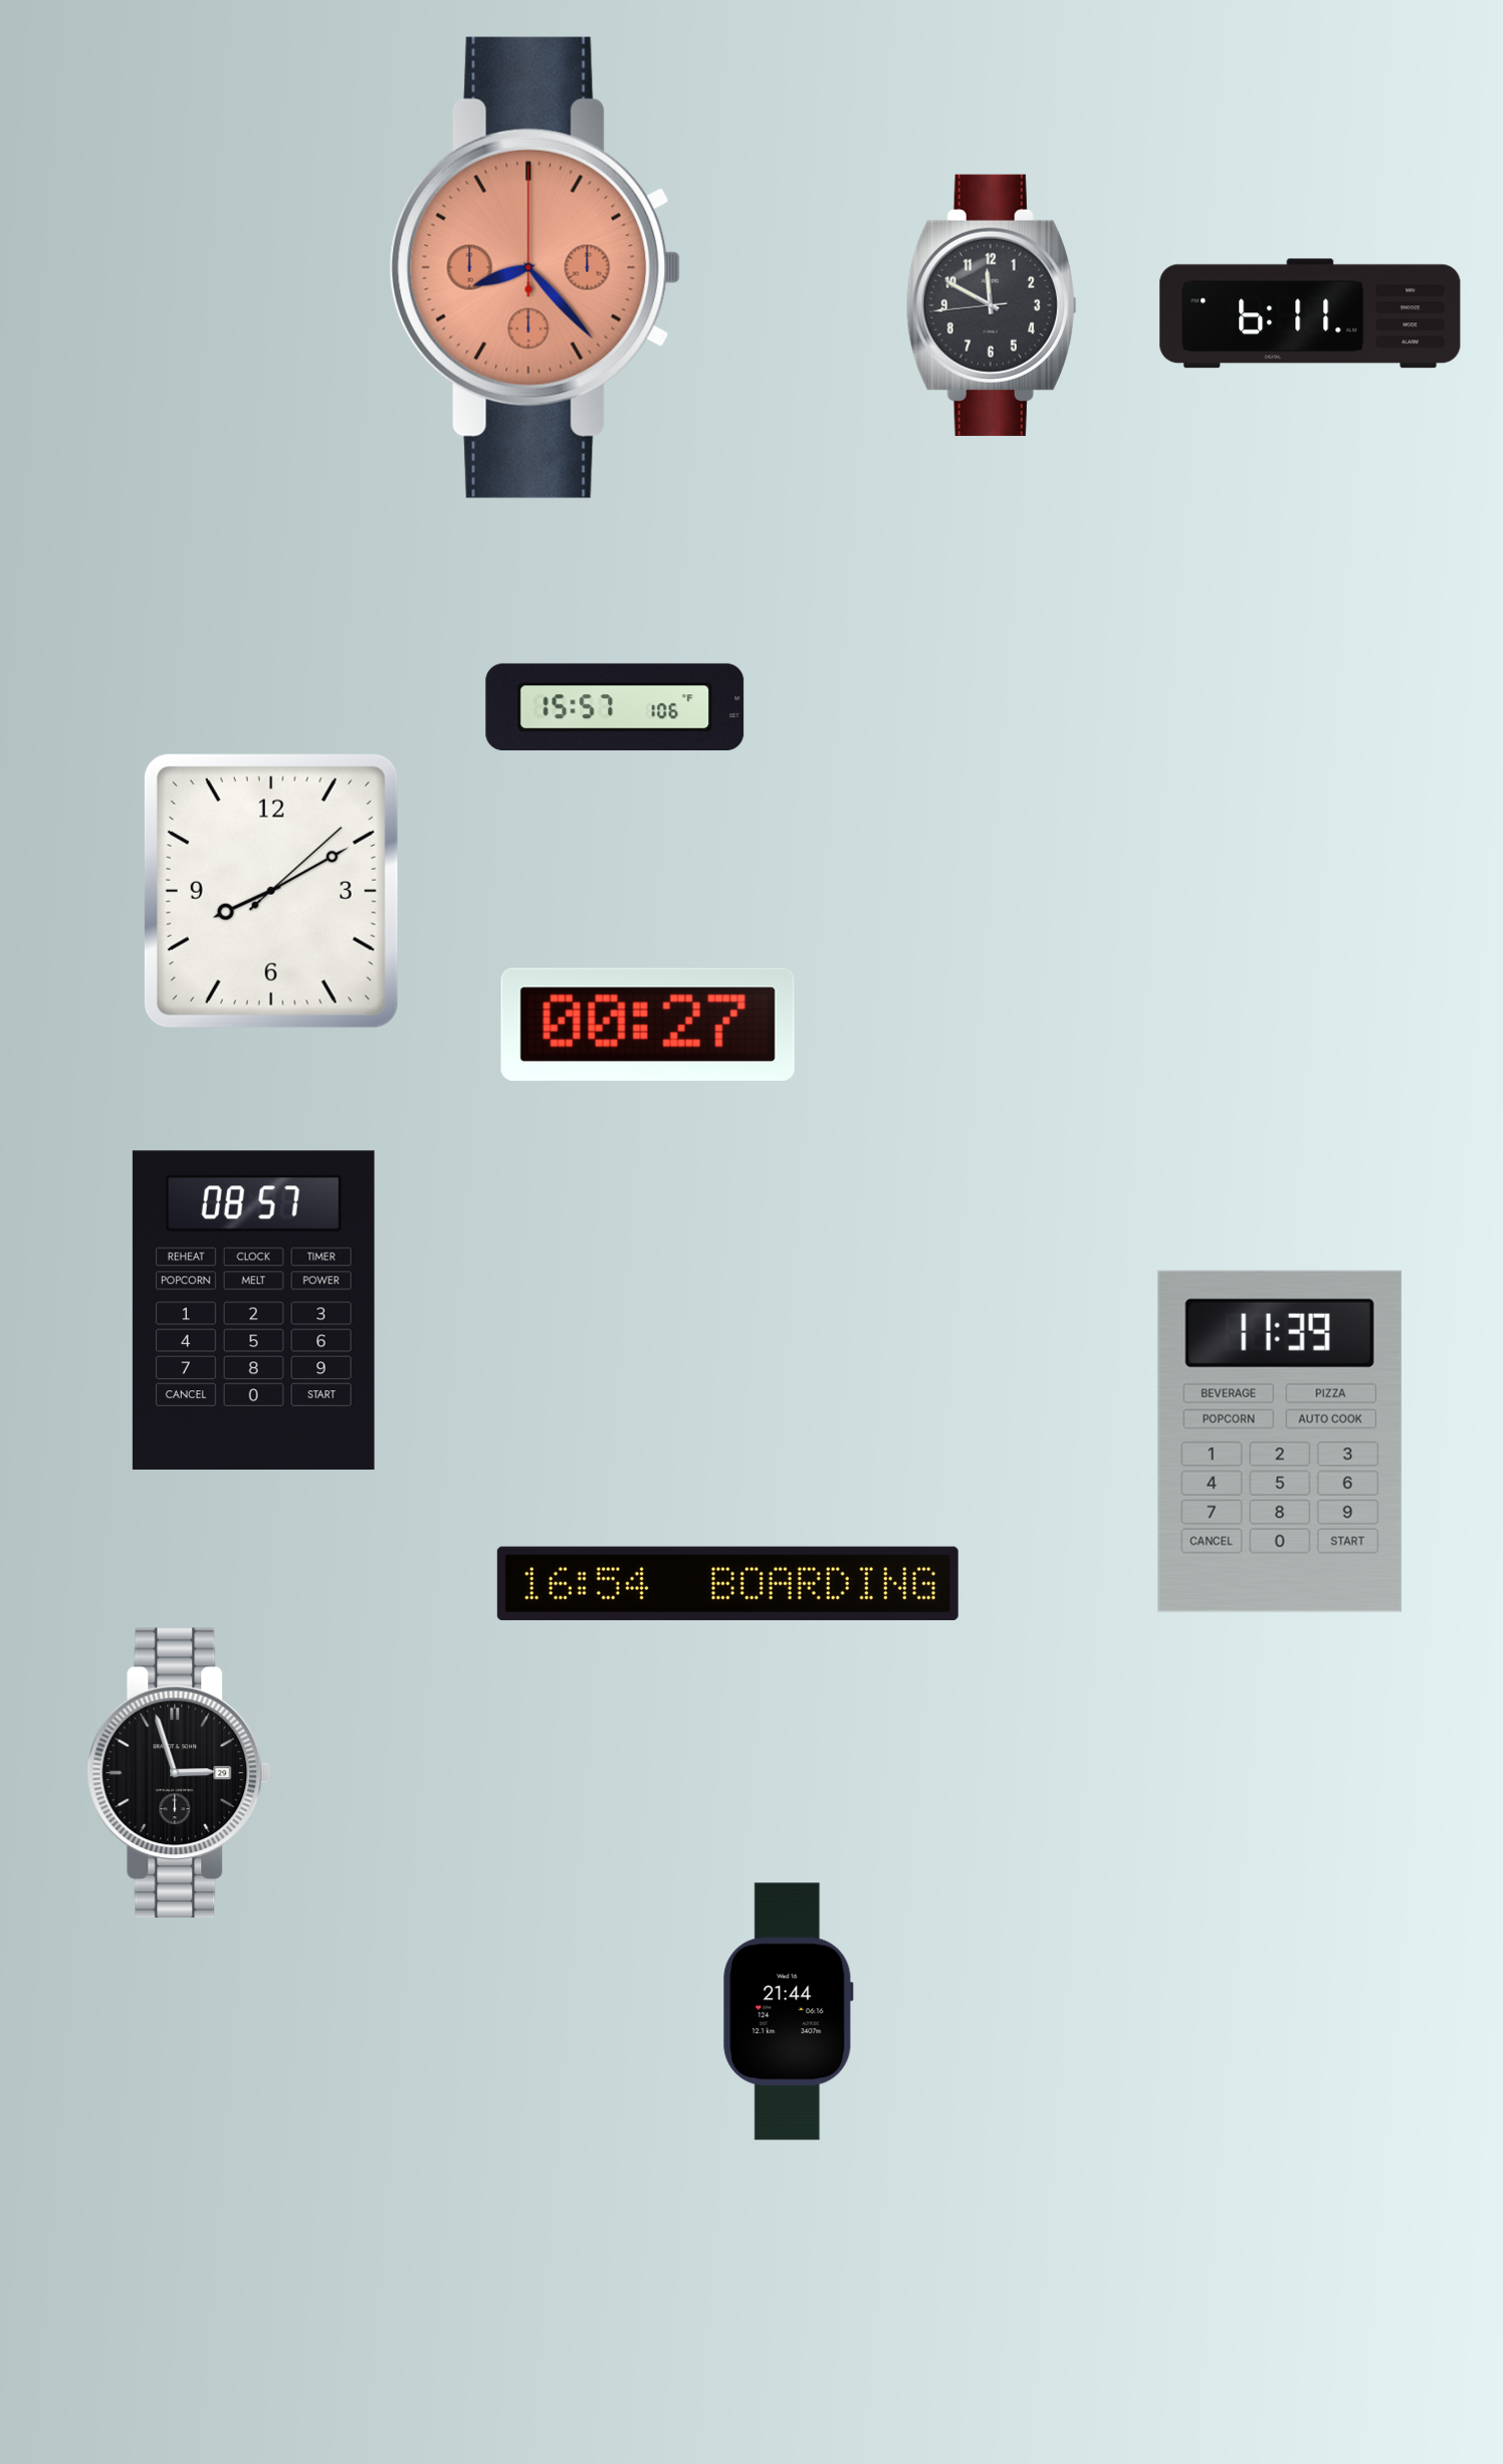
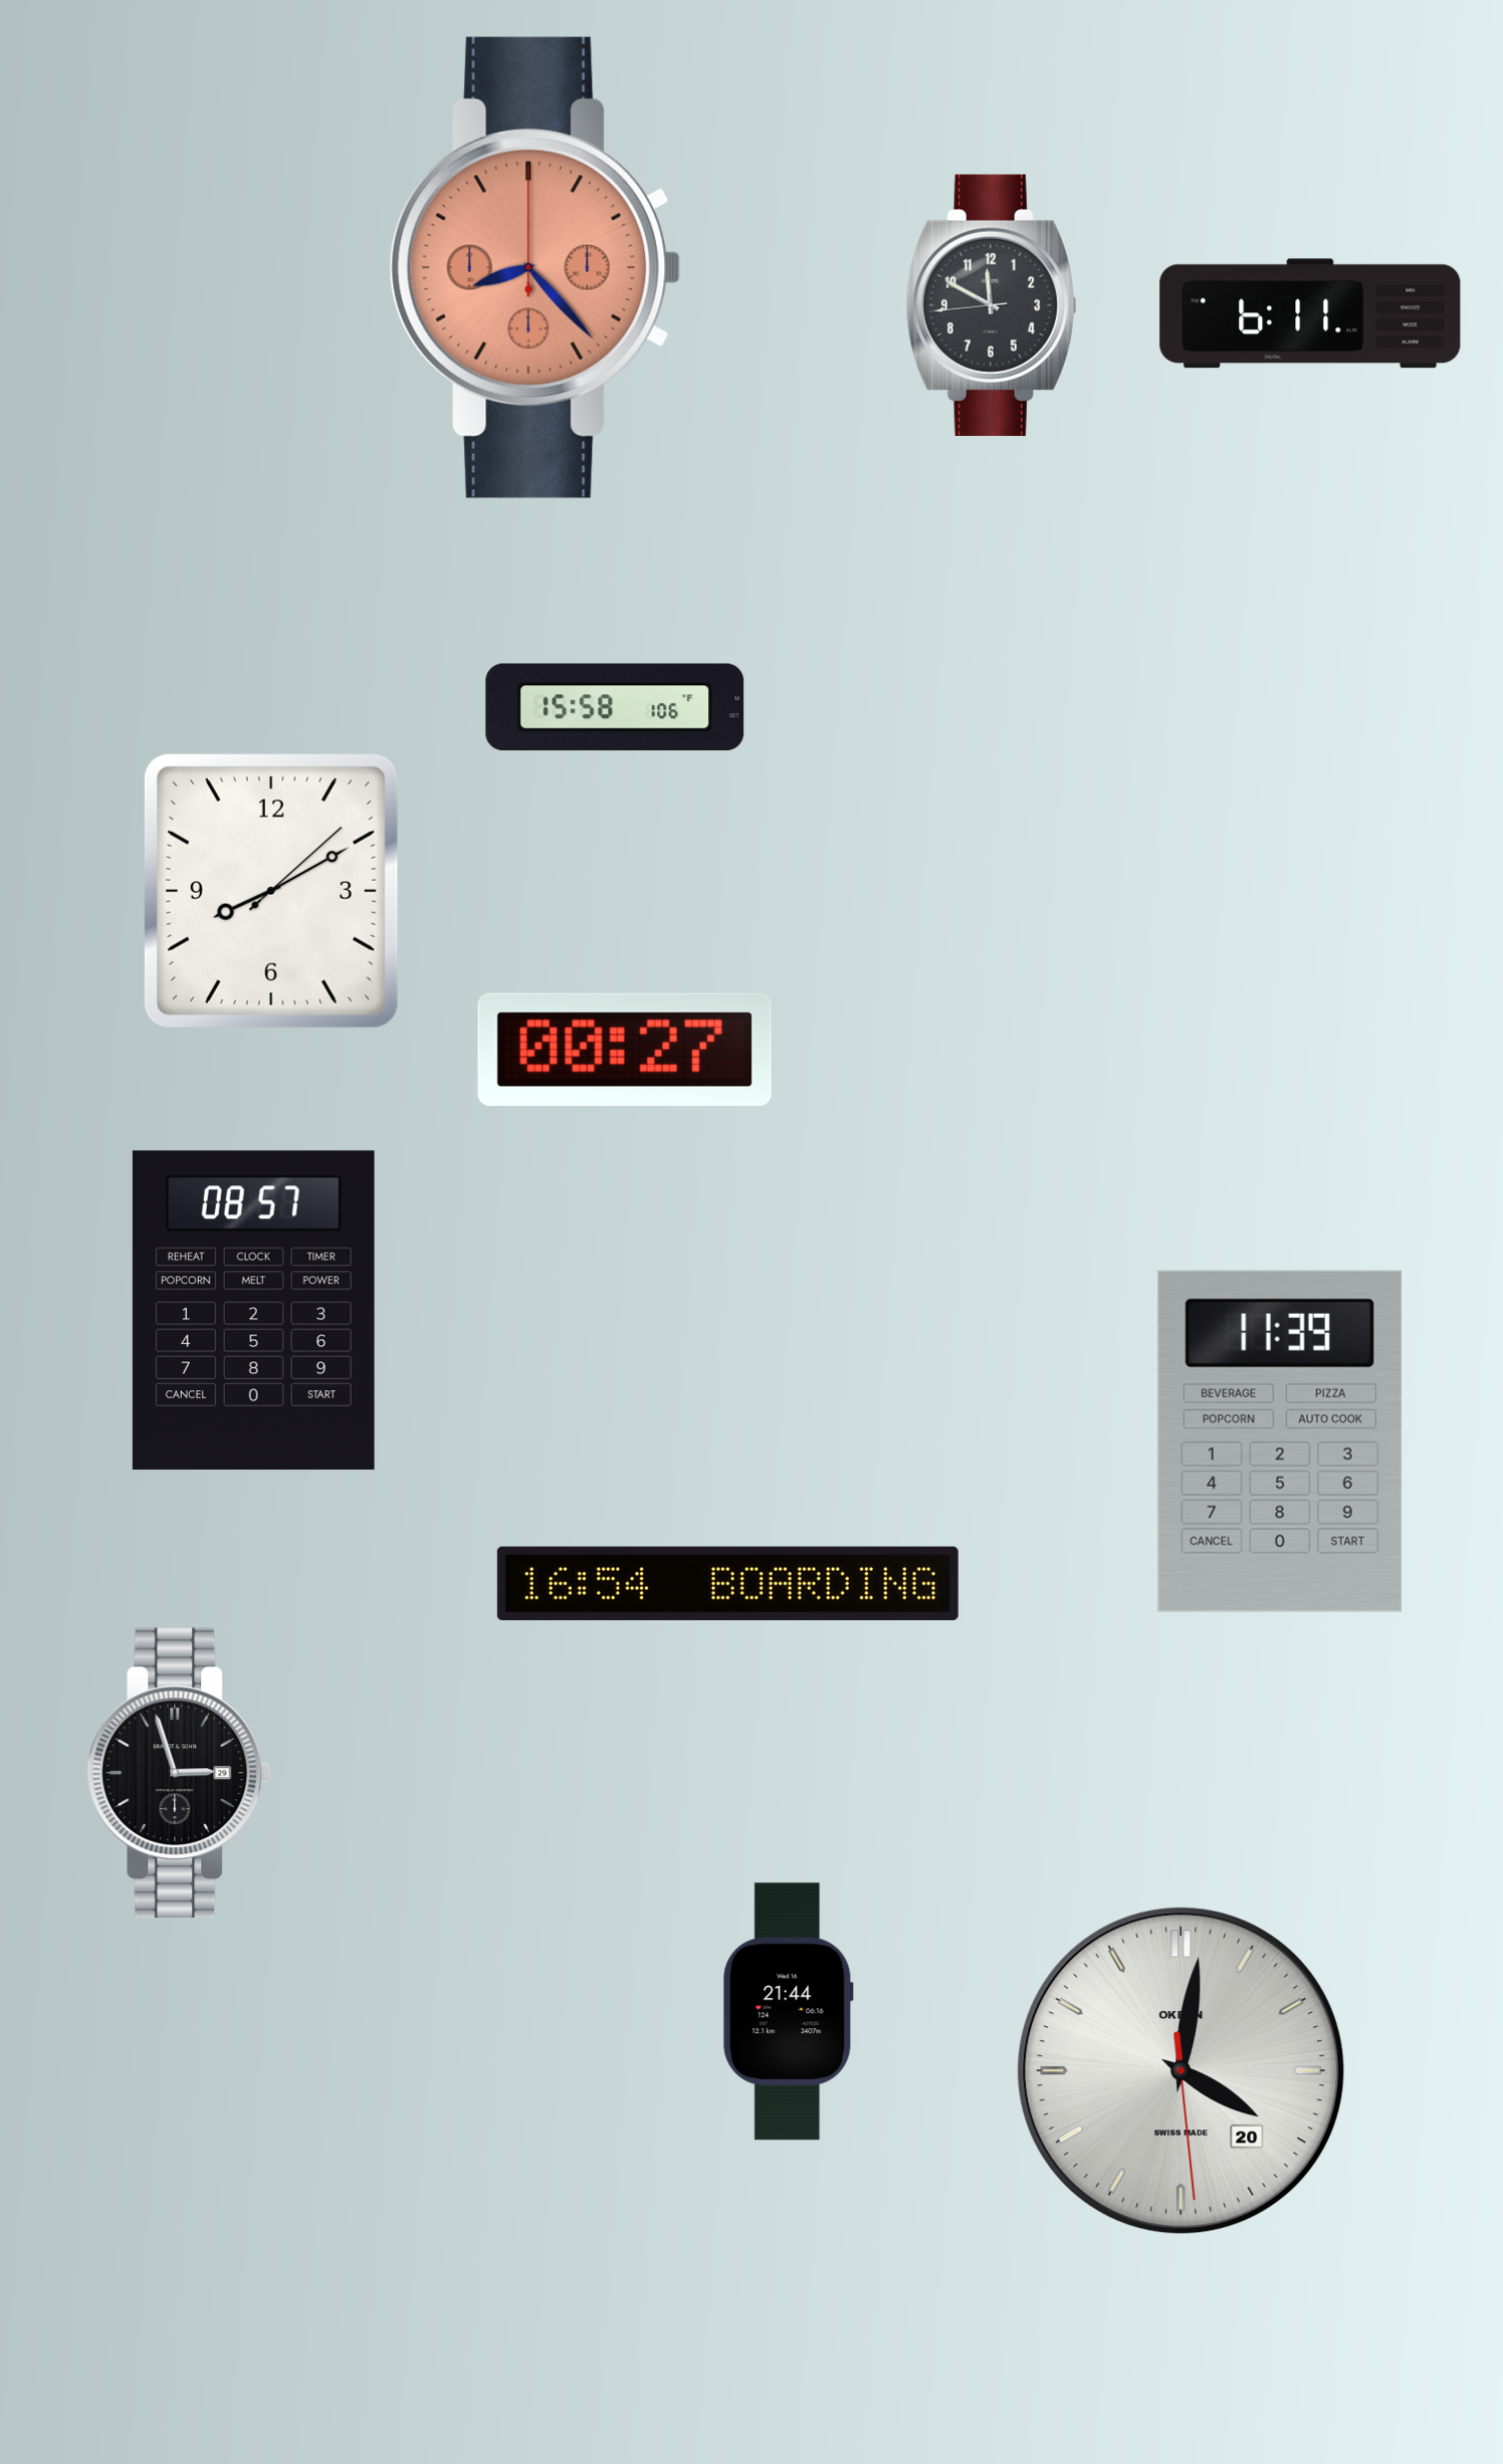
clock at (615, 707): 15:57 -> 15:58
clock at (648, 1025) position: (648, 1025) -> (625, 1050)
clock at (1182, 2071): none -> 4:01
